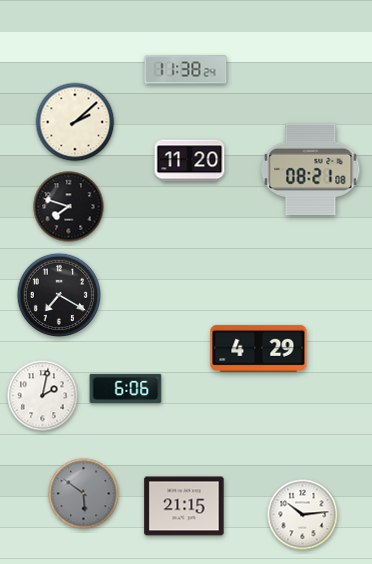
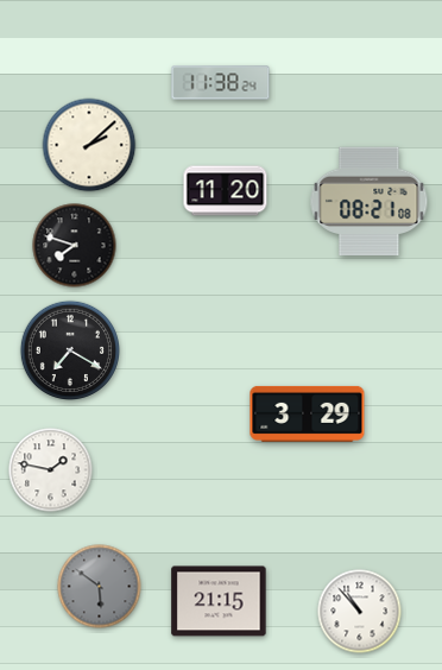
clock at (69, 207) position: (69, 207) -> (75, 246)
clock at (259, 348): 4:29 -> 3:29
clock at (126, 388): 6:06 -> none
clock at (43, 396): 2:02 -> 1:47
clock at (303, 515): 10:14 -> 10:53
